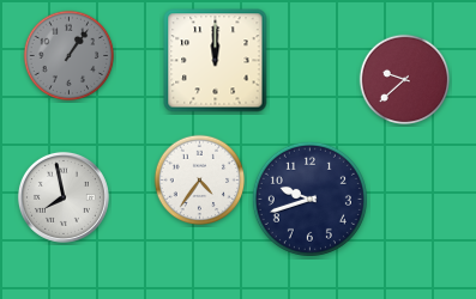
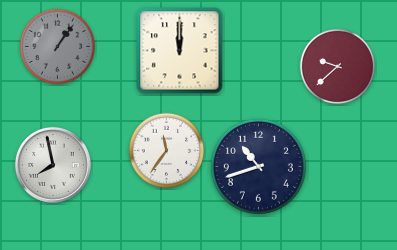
clock at (200, 181): 4:36 -> 11:36
clock at (309, 199): 9:42 -> 10:42
